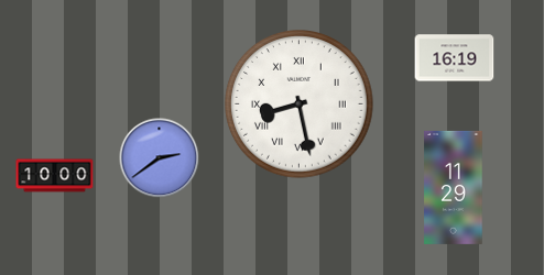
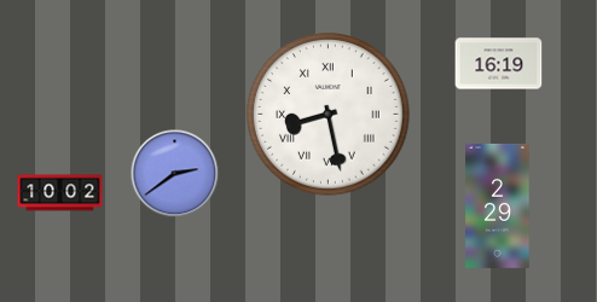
clock at (55, 176): 10:00 -> 10:02
clock at (454, 187): 11:29 -> 2:29
